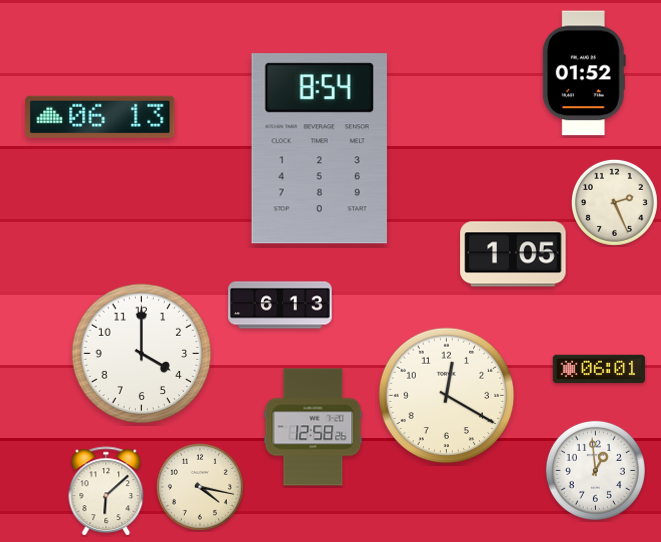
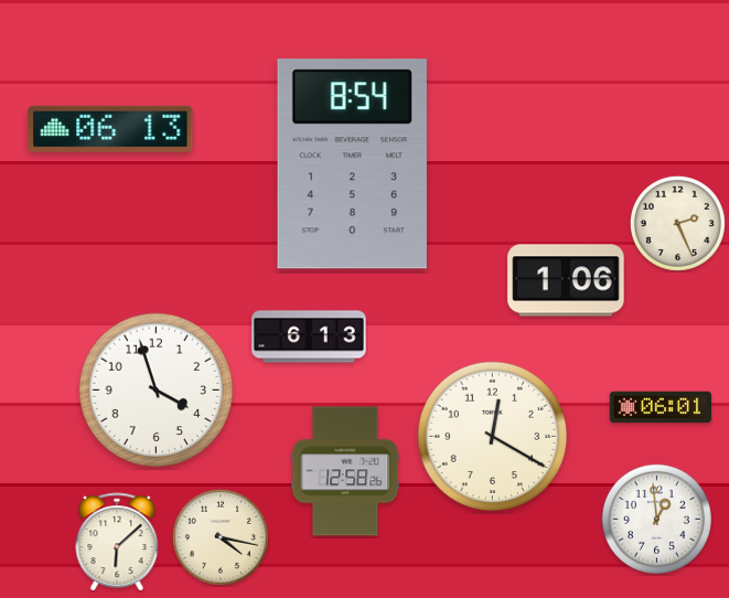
clock at (584, 73): 01:52 -> none
clock at (513, 254): 1:05 -> 1:06
clock at (142, 354): 4:00 -> 3:57
